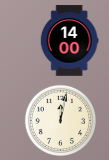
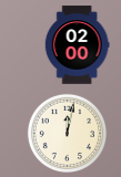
clock at (69, 41): 14:00 -> 02:00
